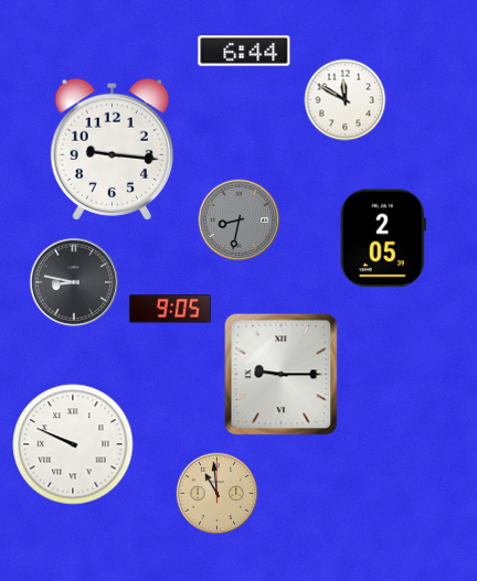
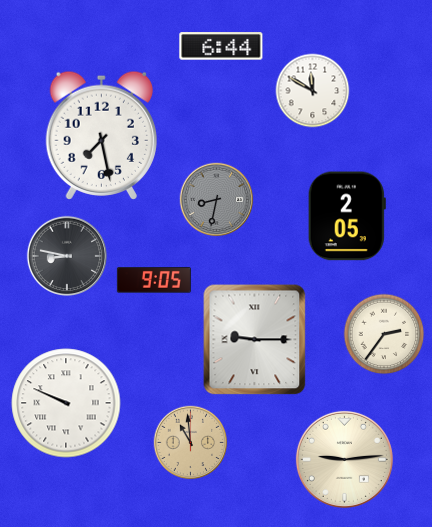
clock at (112, 149): 9:16 -> 7:28
clock at (384, 334): none -> 2:36
clock at (218, 494) position: (218, 494) -> (191, 443)
clock at (344, 459): none -> 9:14
